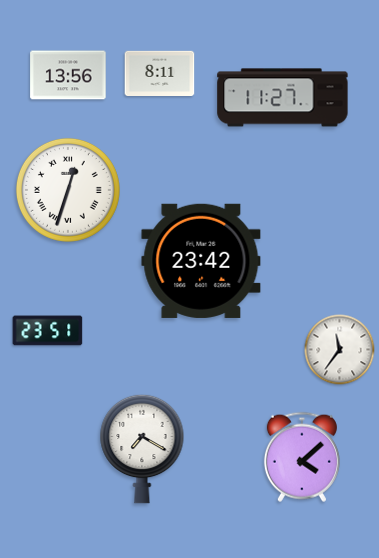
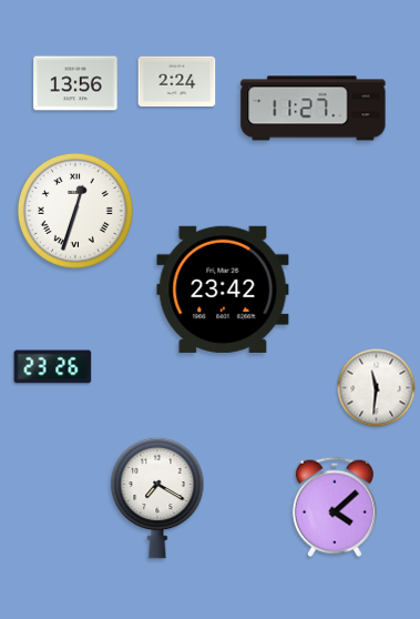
clock at (160, 74): 8:11 -> 2:24
clock at (48, 331): 23:51 -> 23:26
clock at (340, 350): 11:36 -> 11:31
